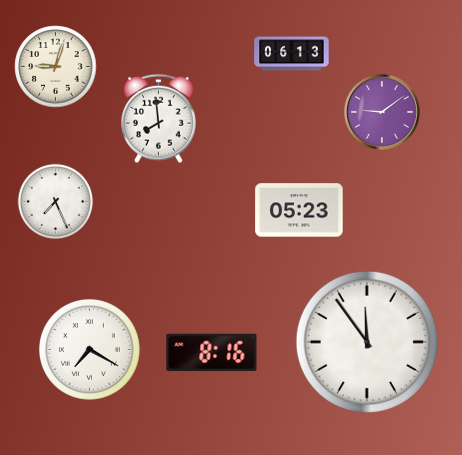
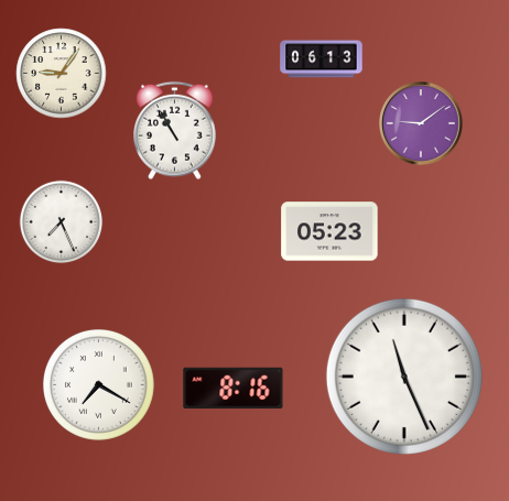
clock at (56, 67): 9:03 -> 9:06
clock at (159, 119): 7:59 -> 10:55
clock at (367, 342): 11:54 -> 11:26
